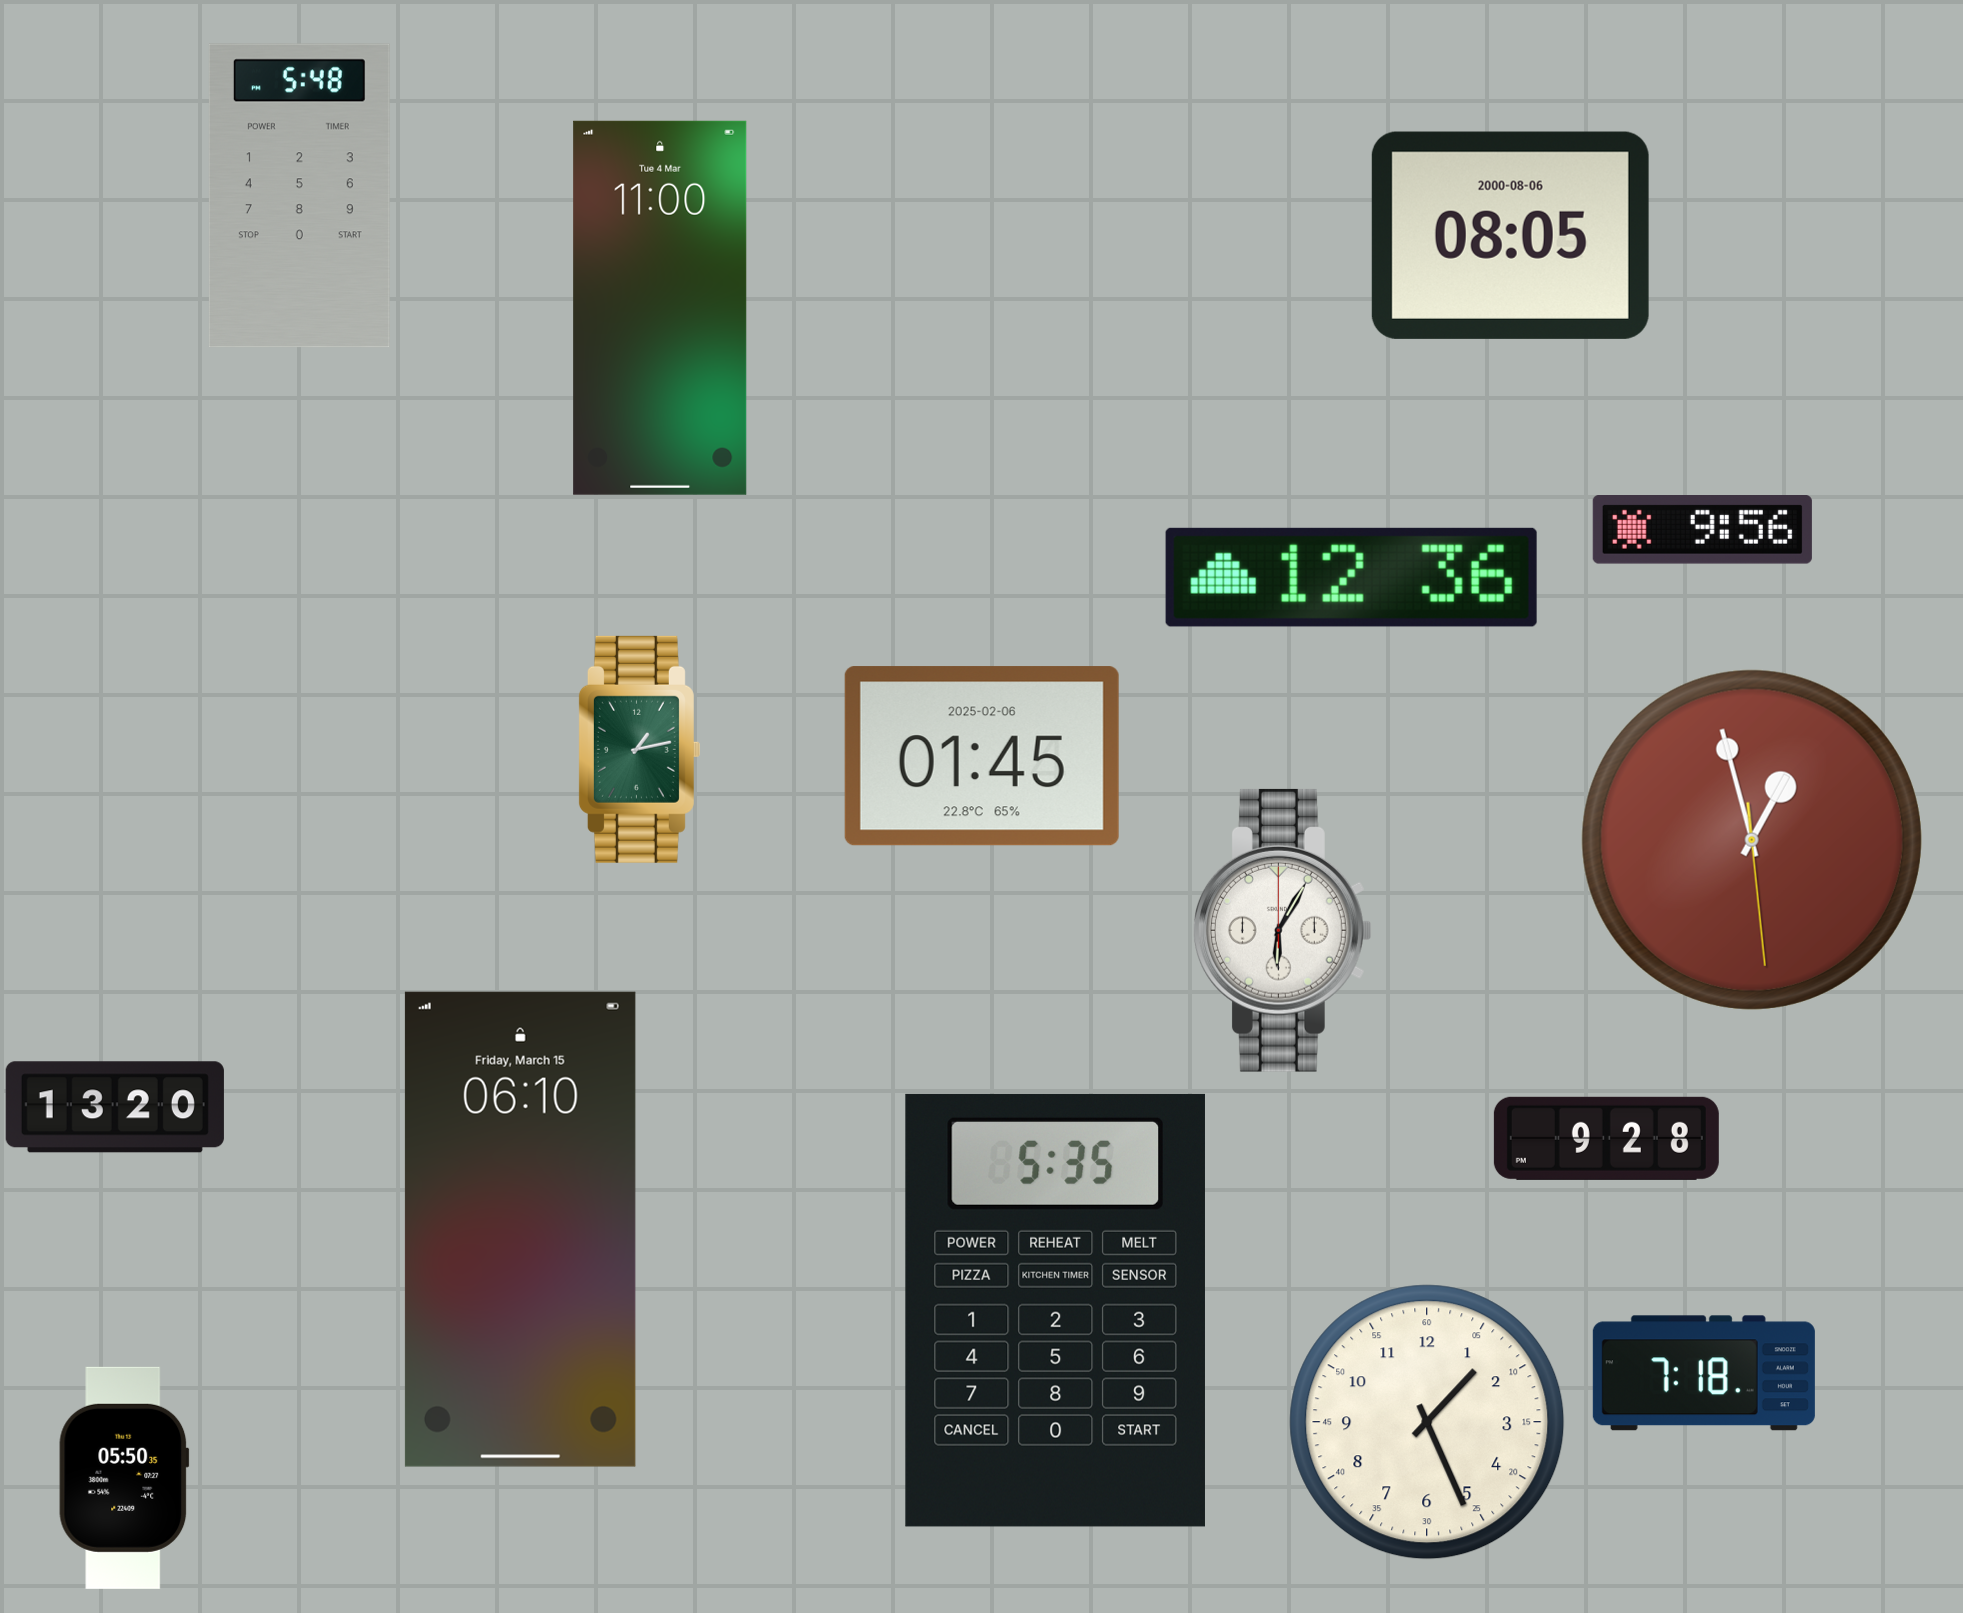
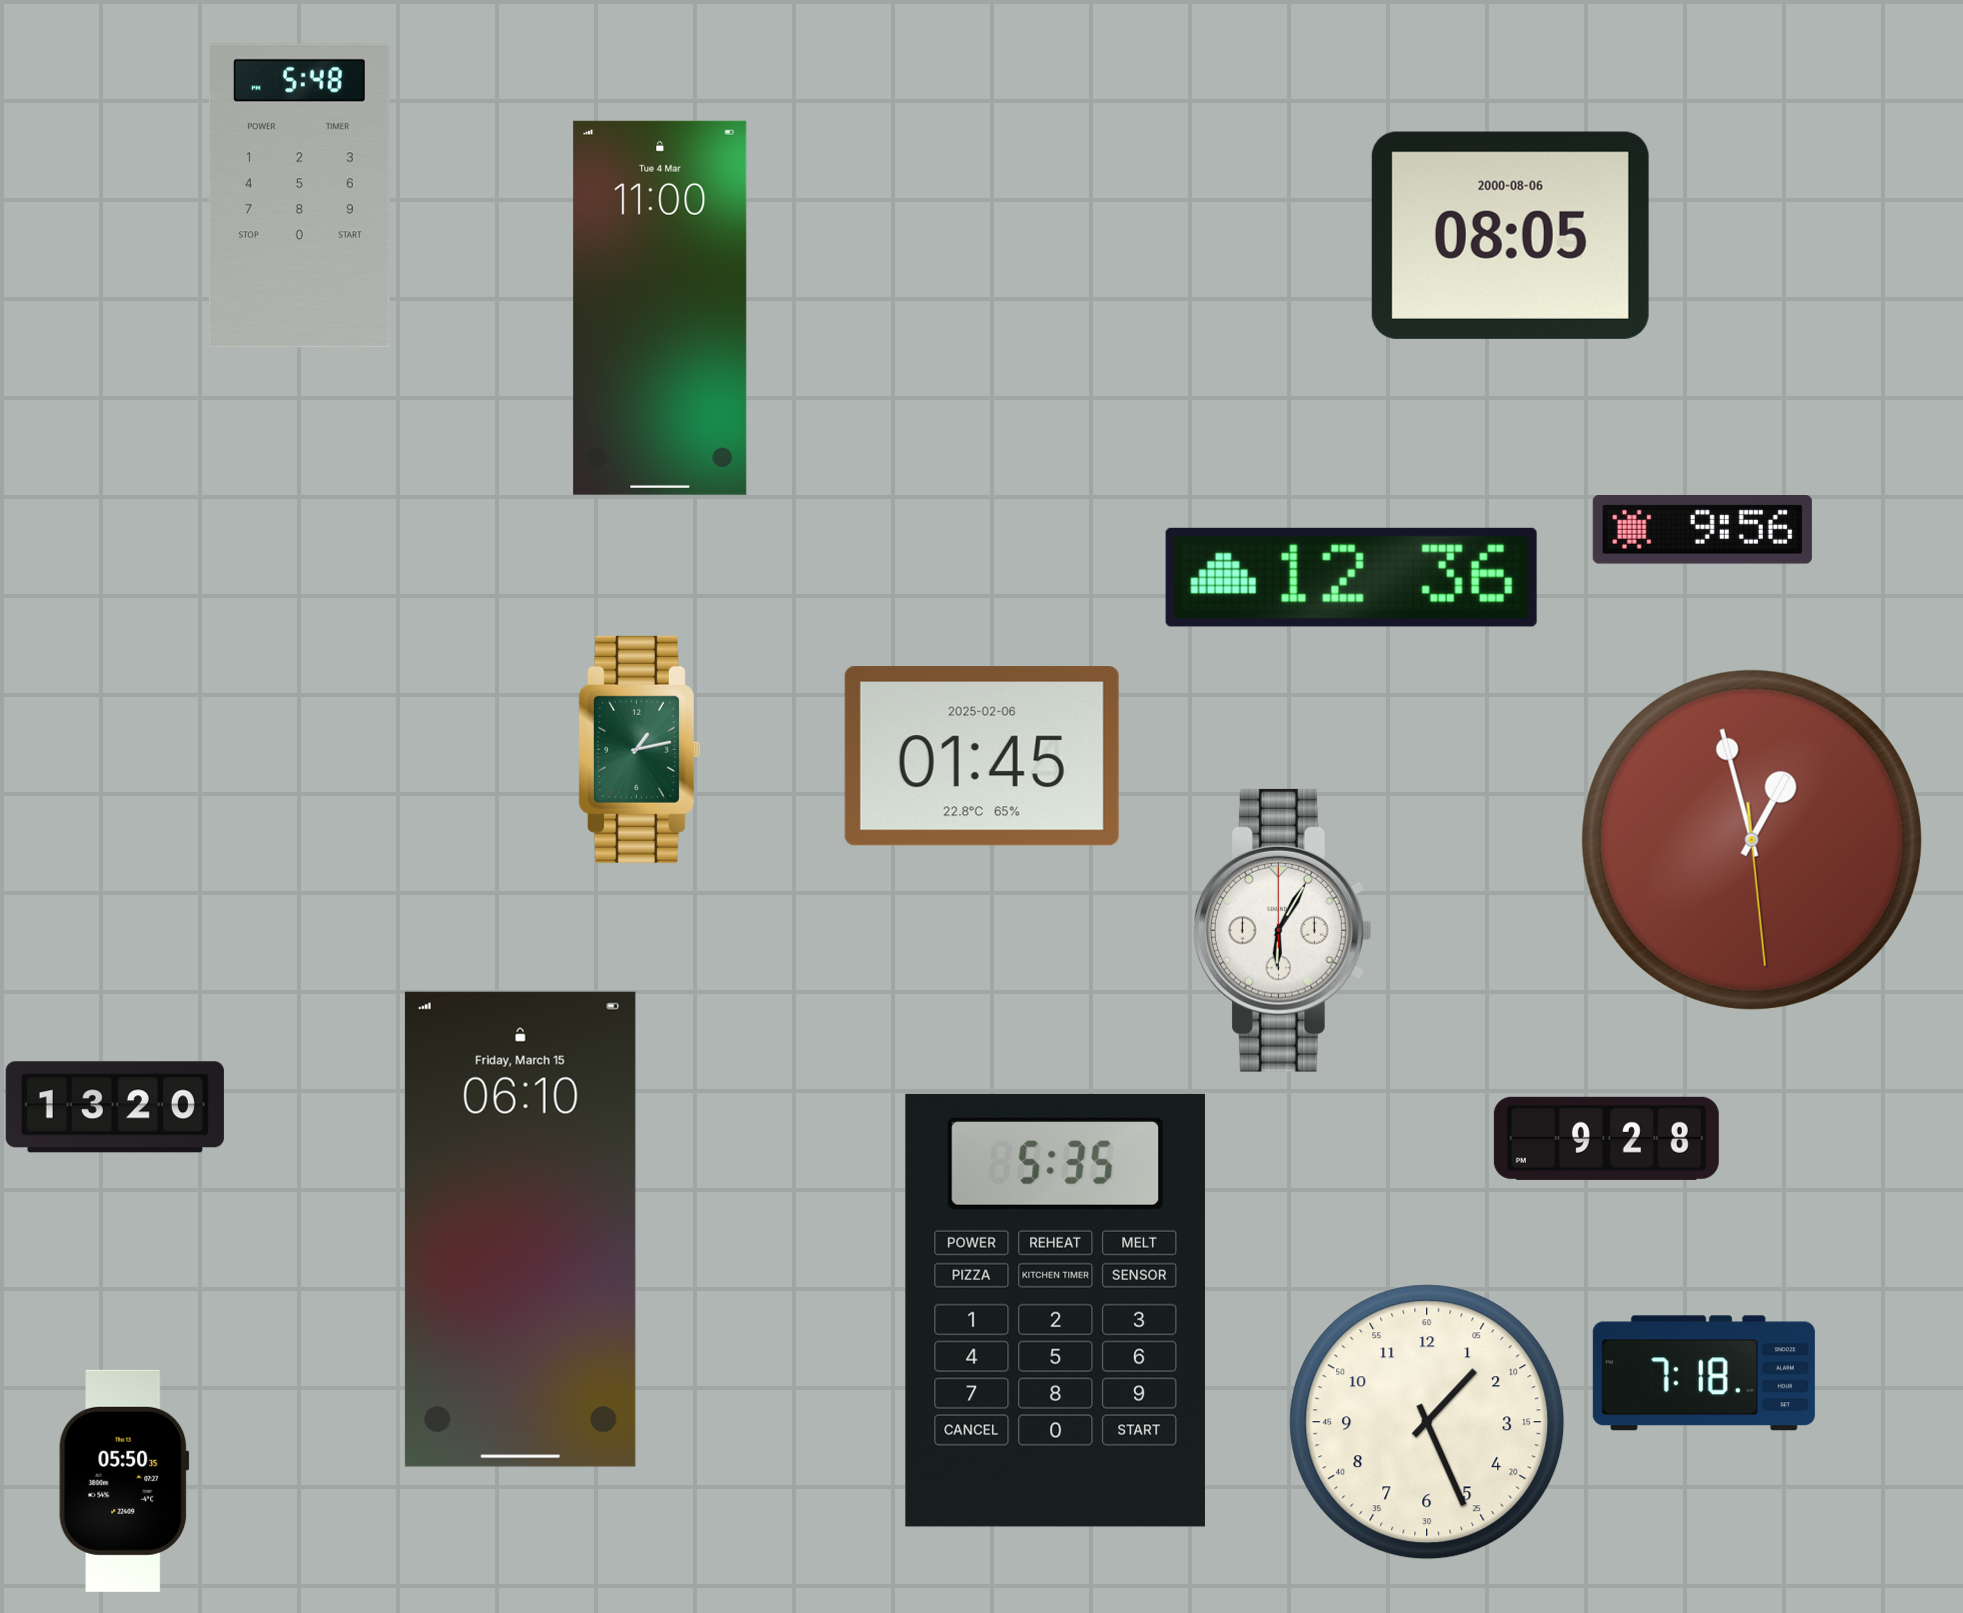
clock at (124, 1478) position: (124, 1478) -> (124, 1481)
